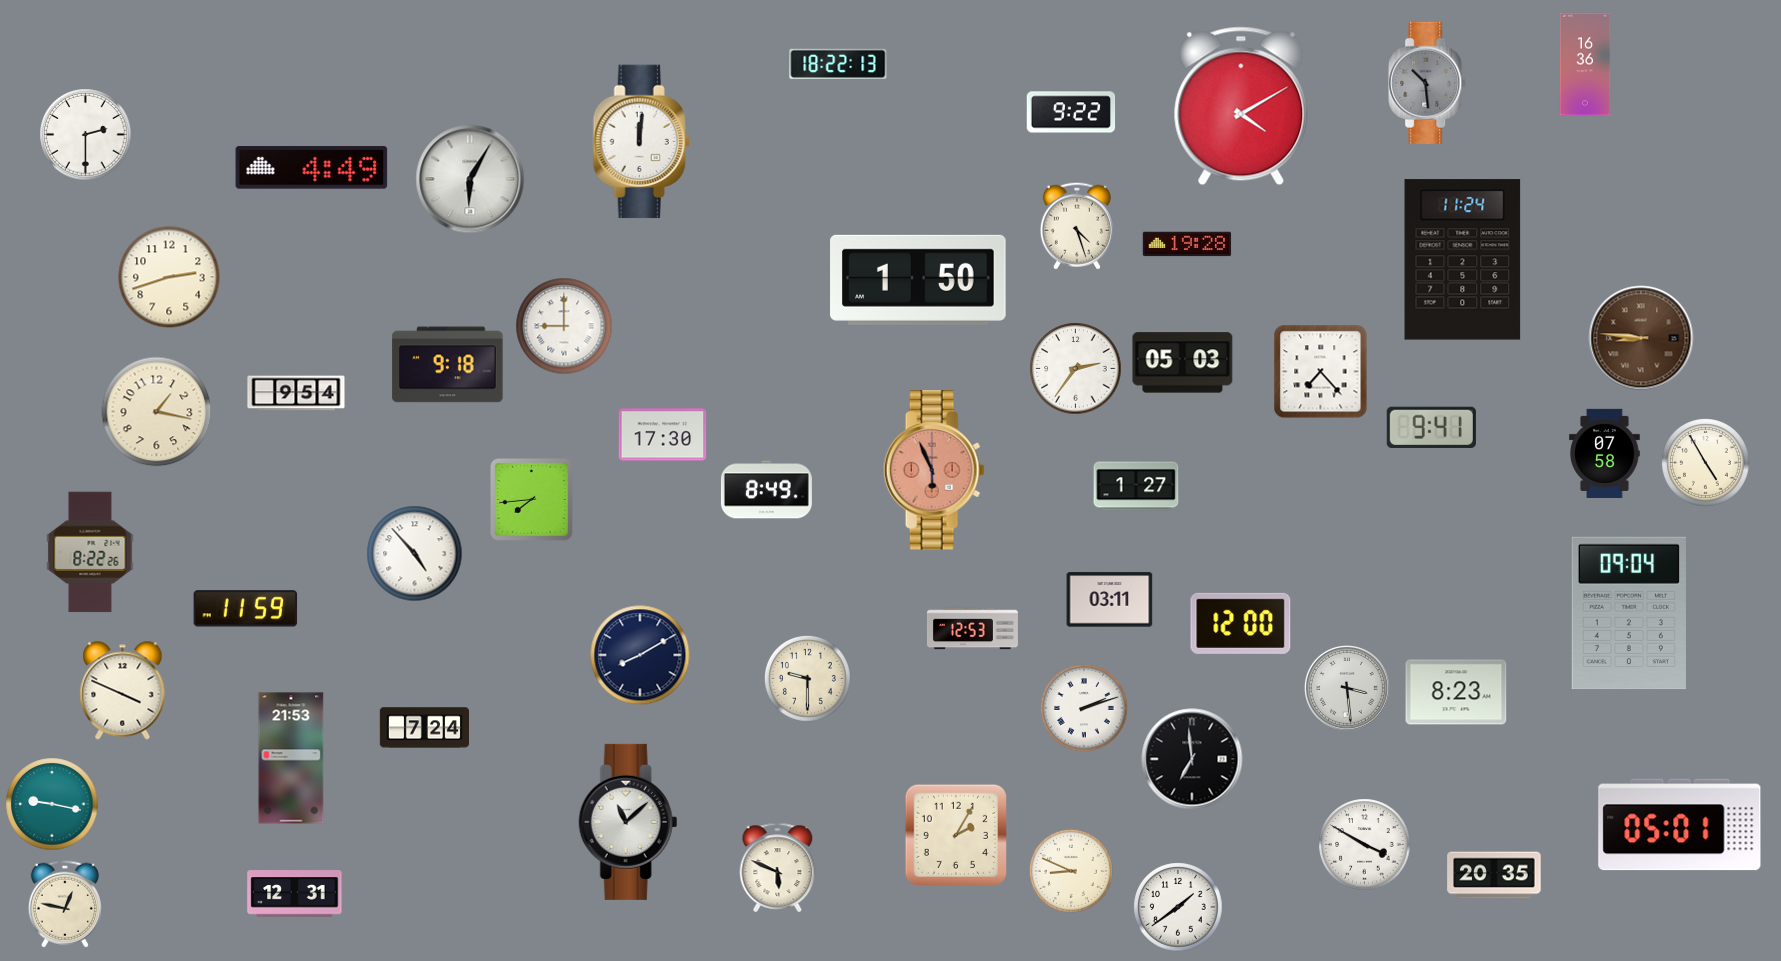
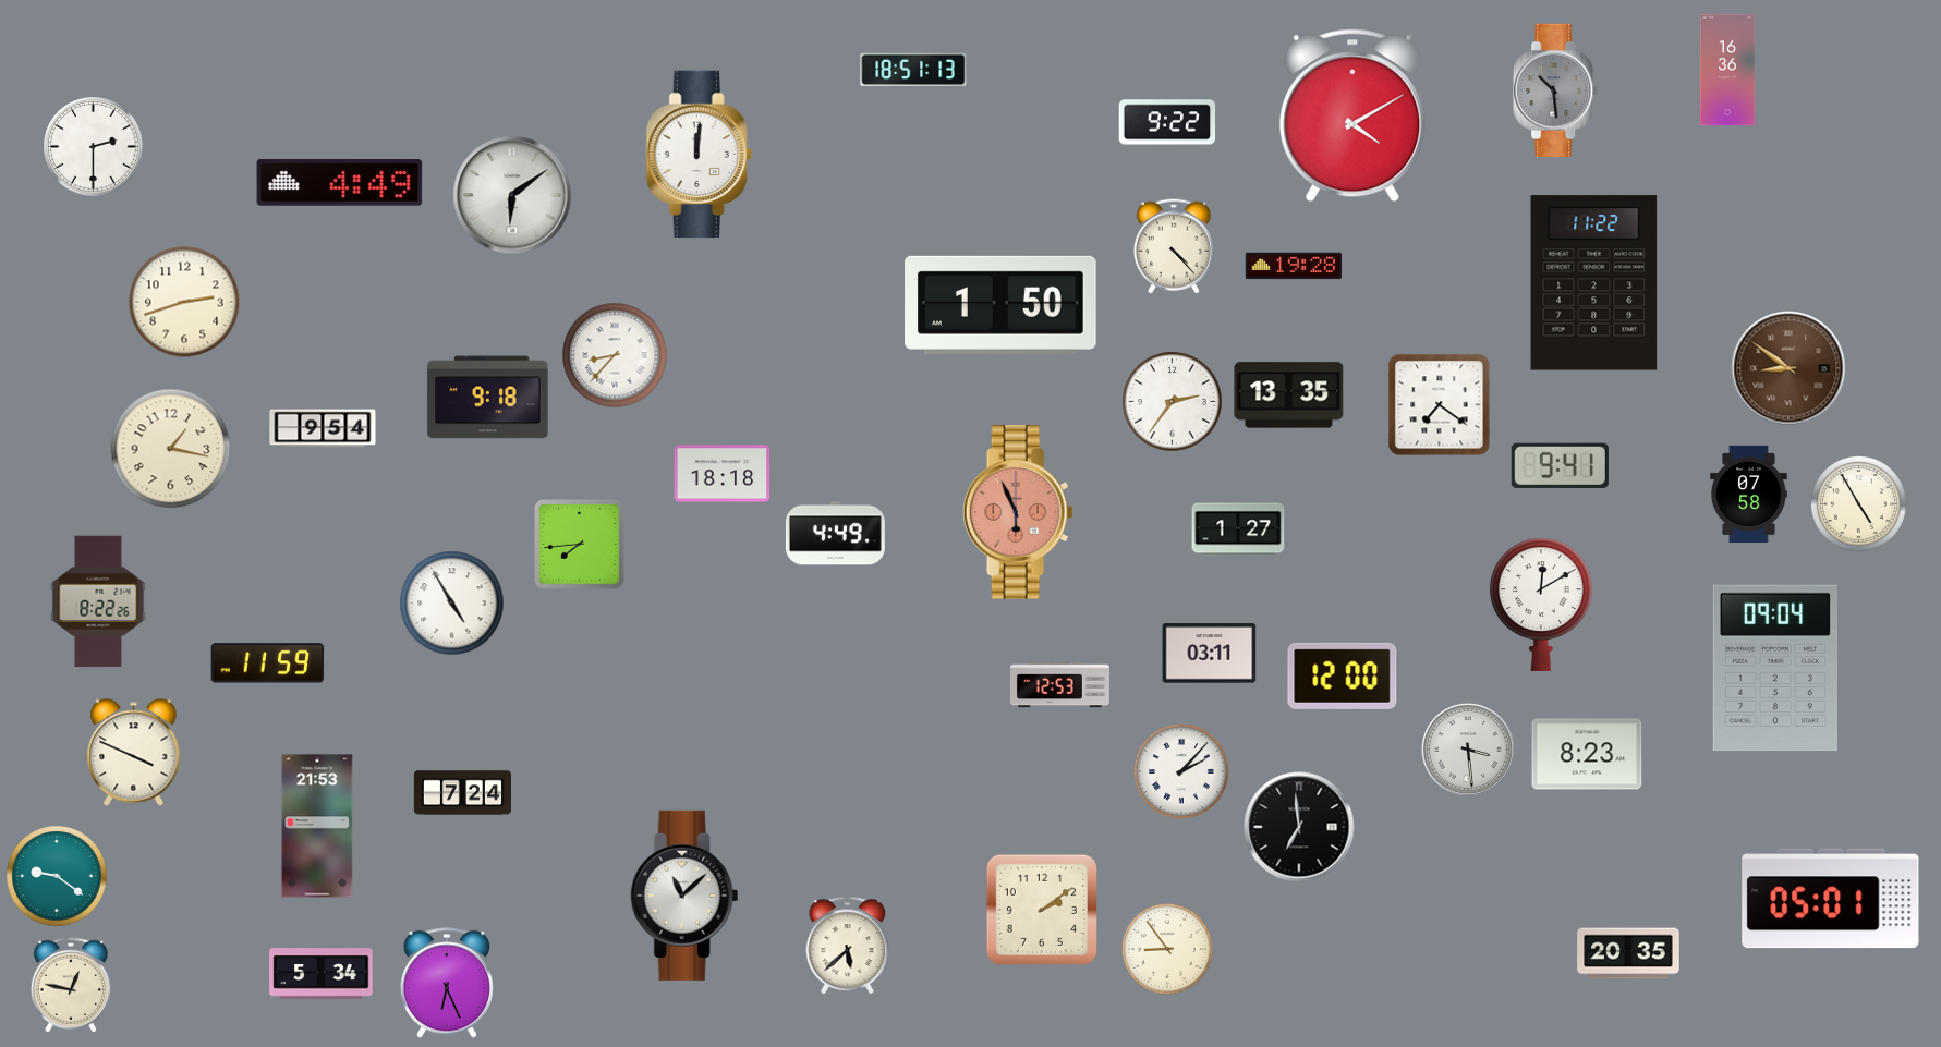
clock at (838, 64): 18:22 -> 18:51
clock at (470, 179): 6:05 -> 6:09
clock at (1077, 226): 4:27 -> 4:23
clock at (1463, 260): 11:24 -> 11:22
clock at (564, 326): 9:00 -> 8:37
clock at (1641, 338): 8:46 -> 8:51
clock at (1183, 363): 05:03 -> 13:35
clock at (1321, 372): 7:23 -> 7:21
clock at (663, 435): 17:30 -> 18:18
clock at (766, 490): 8:49 -> 4:49
clock at (415, 554): 4:53 -> 4:55
clock at (1541, 605): none -> 12:10
clock at (1241, 623) position: (1241, 623) -> (1343, 675)
clock at (640, 655): 8:10 -> none
clock at (807, 678): 9:30 -> none
clock at (1084, 708): 2:12 -> 2:07
clock at (52, 804): 9:17 -> 9:21
clock at (956, 835): 2:05 -> 2:09
clock at (1365, 845): 3:50 -> none
clock at (778, 867): 5:49 -> 5:38
clock at (1071, 871): 8:49 -> 8:54
clock at (295, 894): 12:31 -> 5:34
clock at (447, 983): none -> 6:26
clock at (1178, 907): 1:39 -> none
